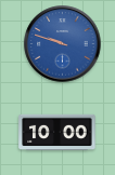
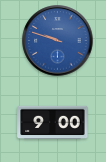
clock at (58, 132): 10:00 -> 9:00
